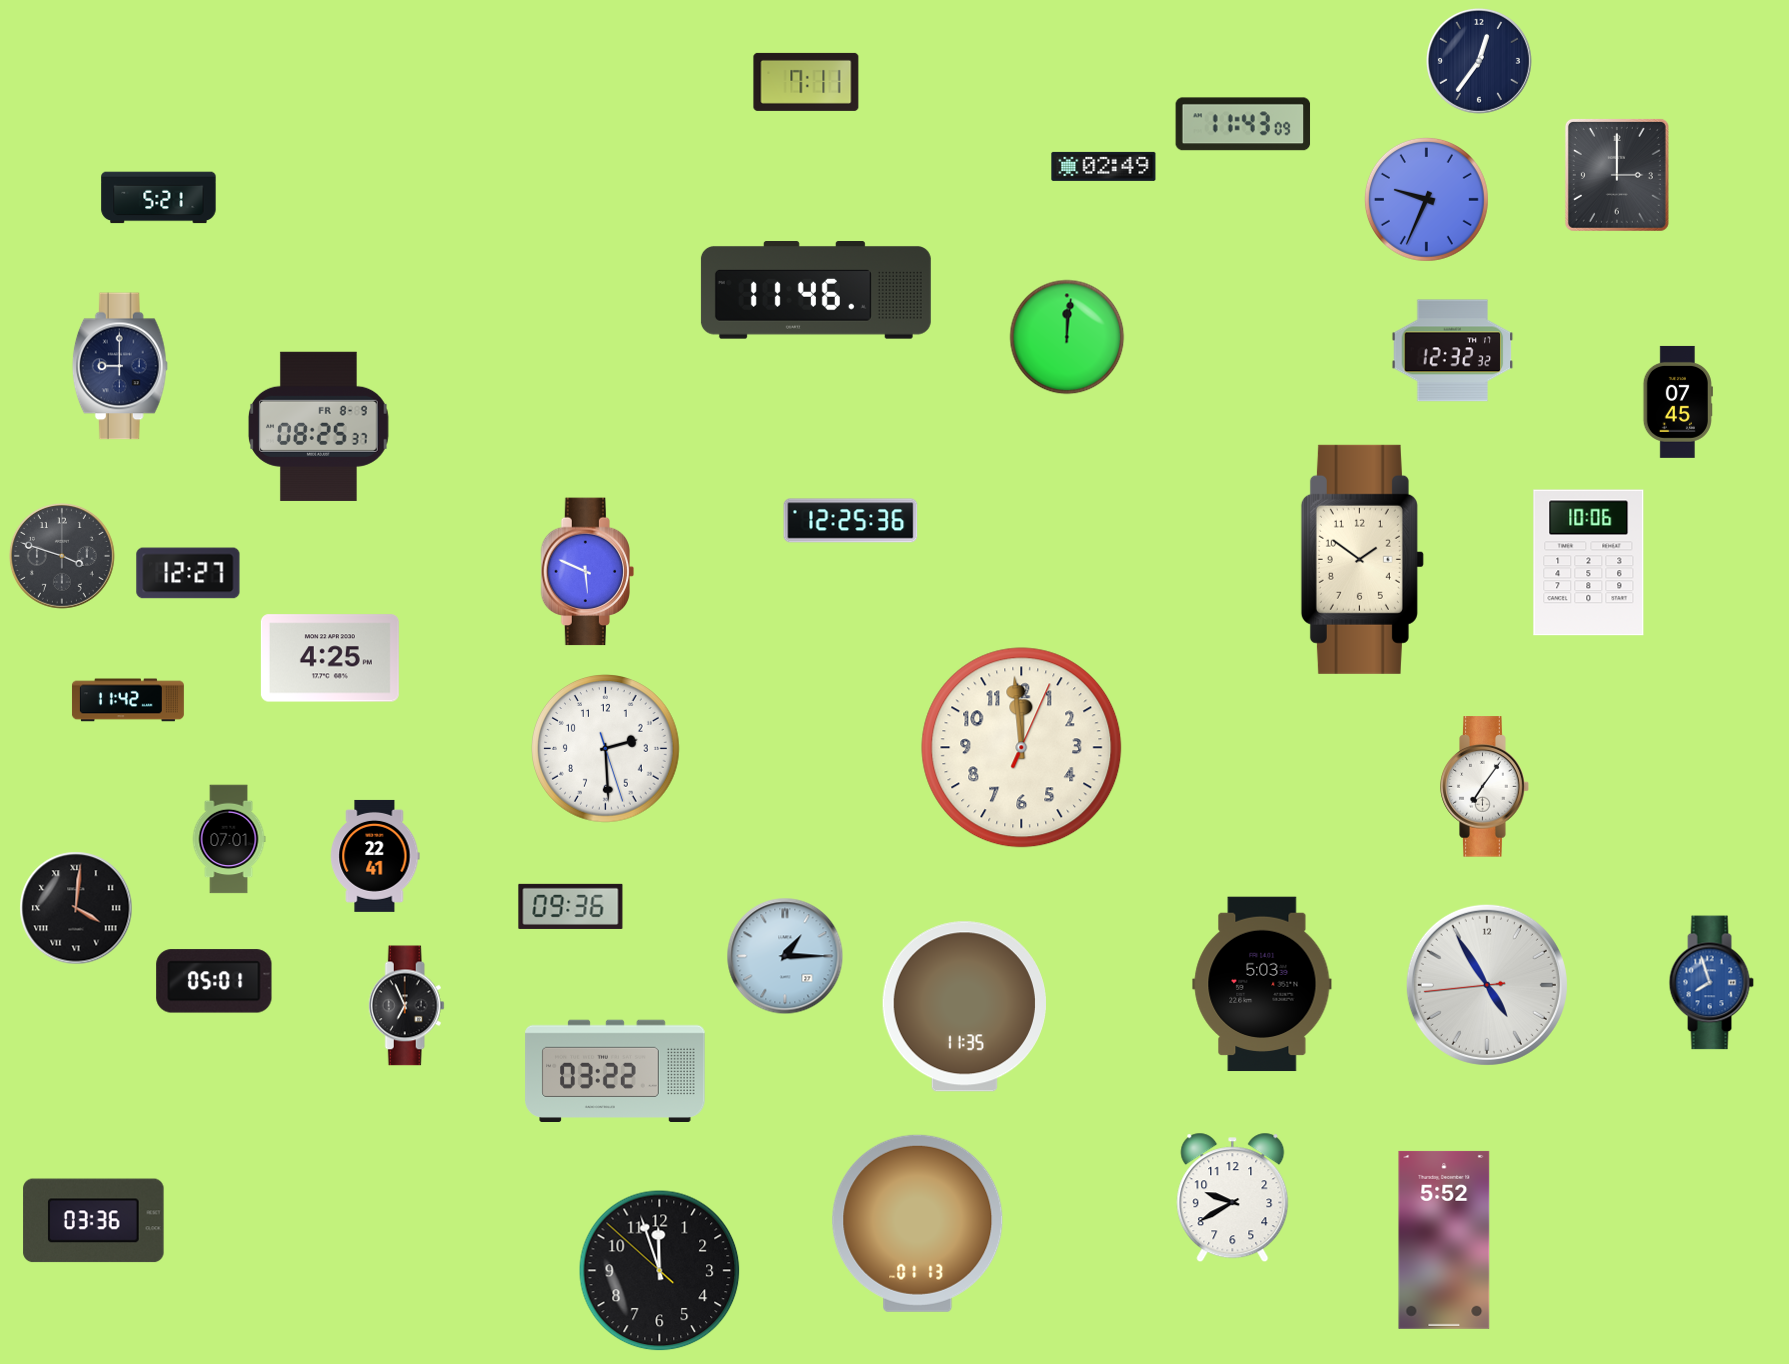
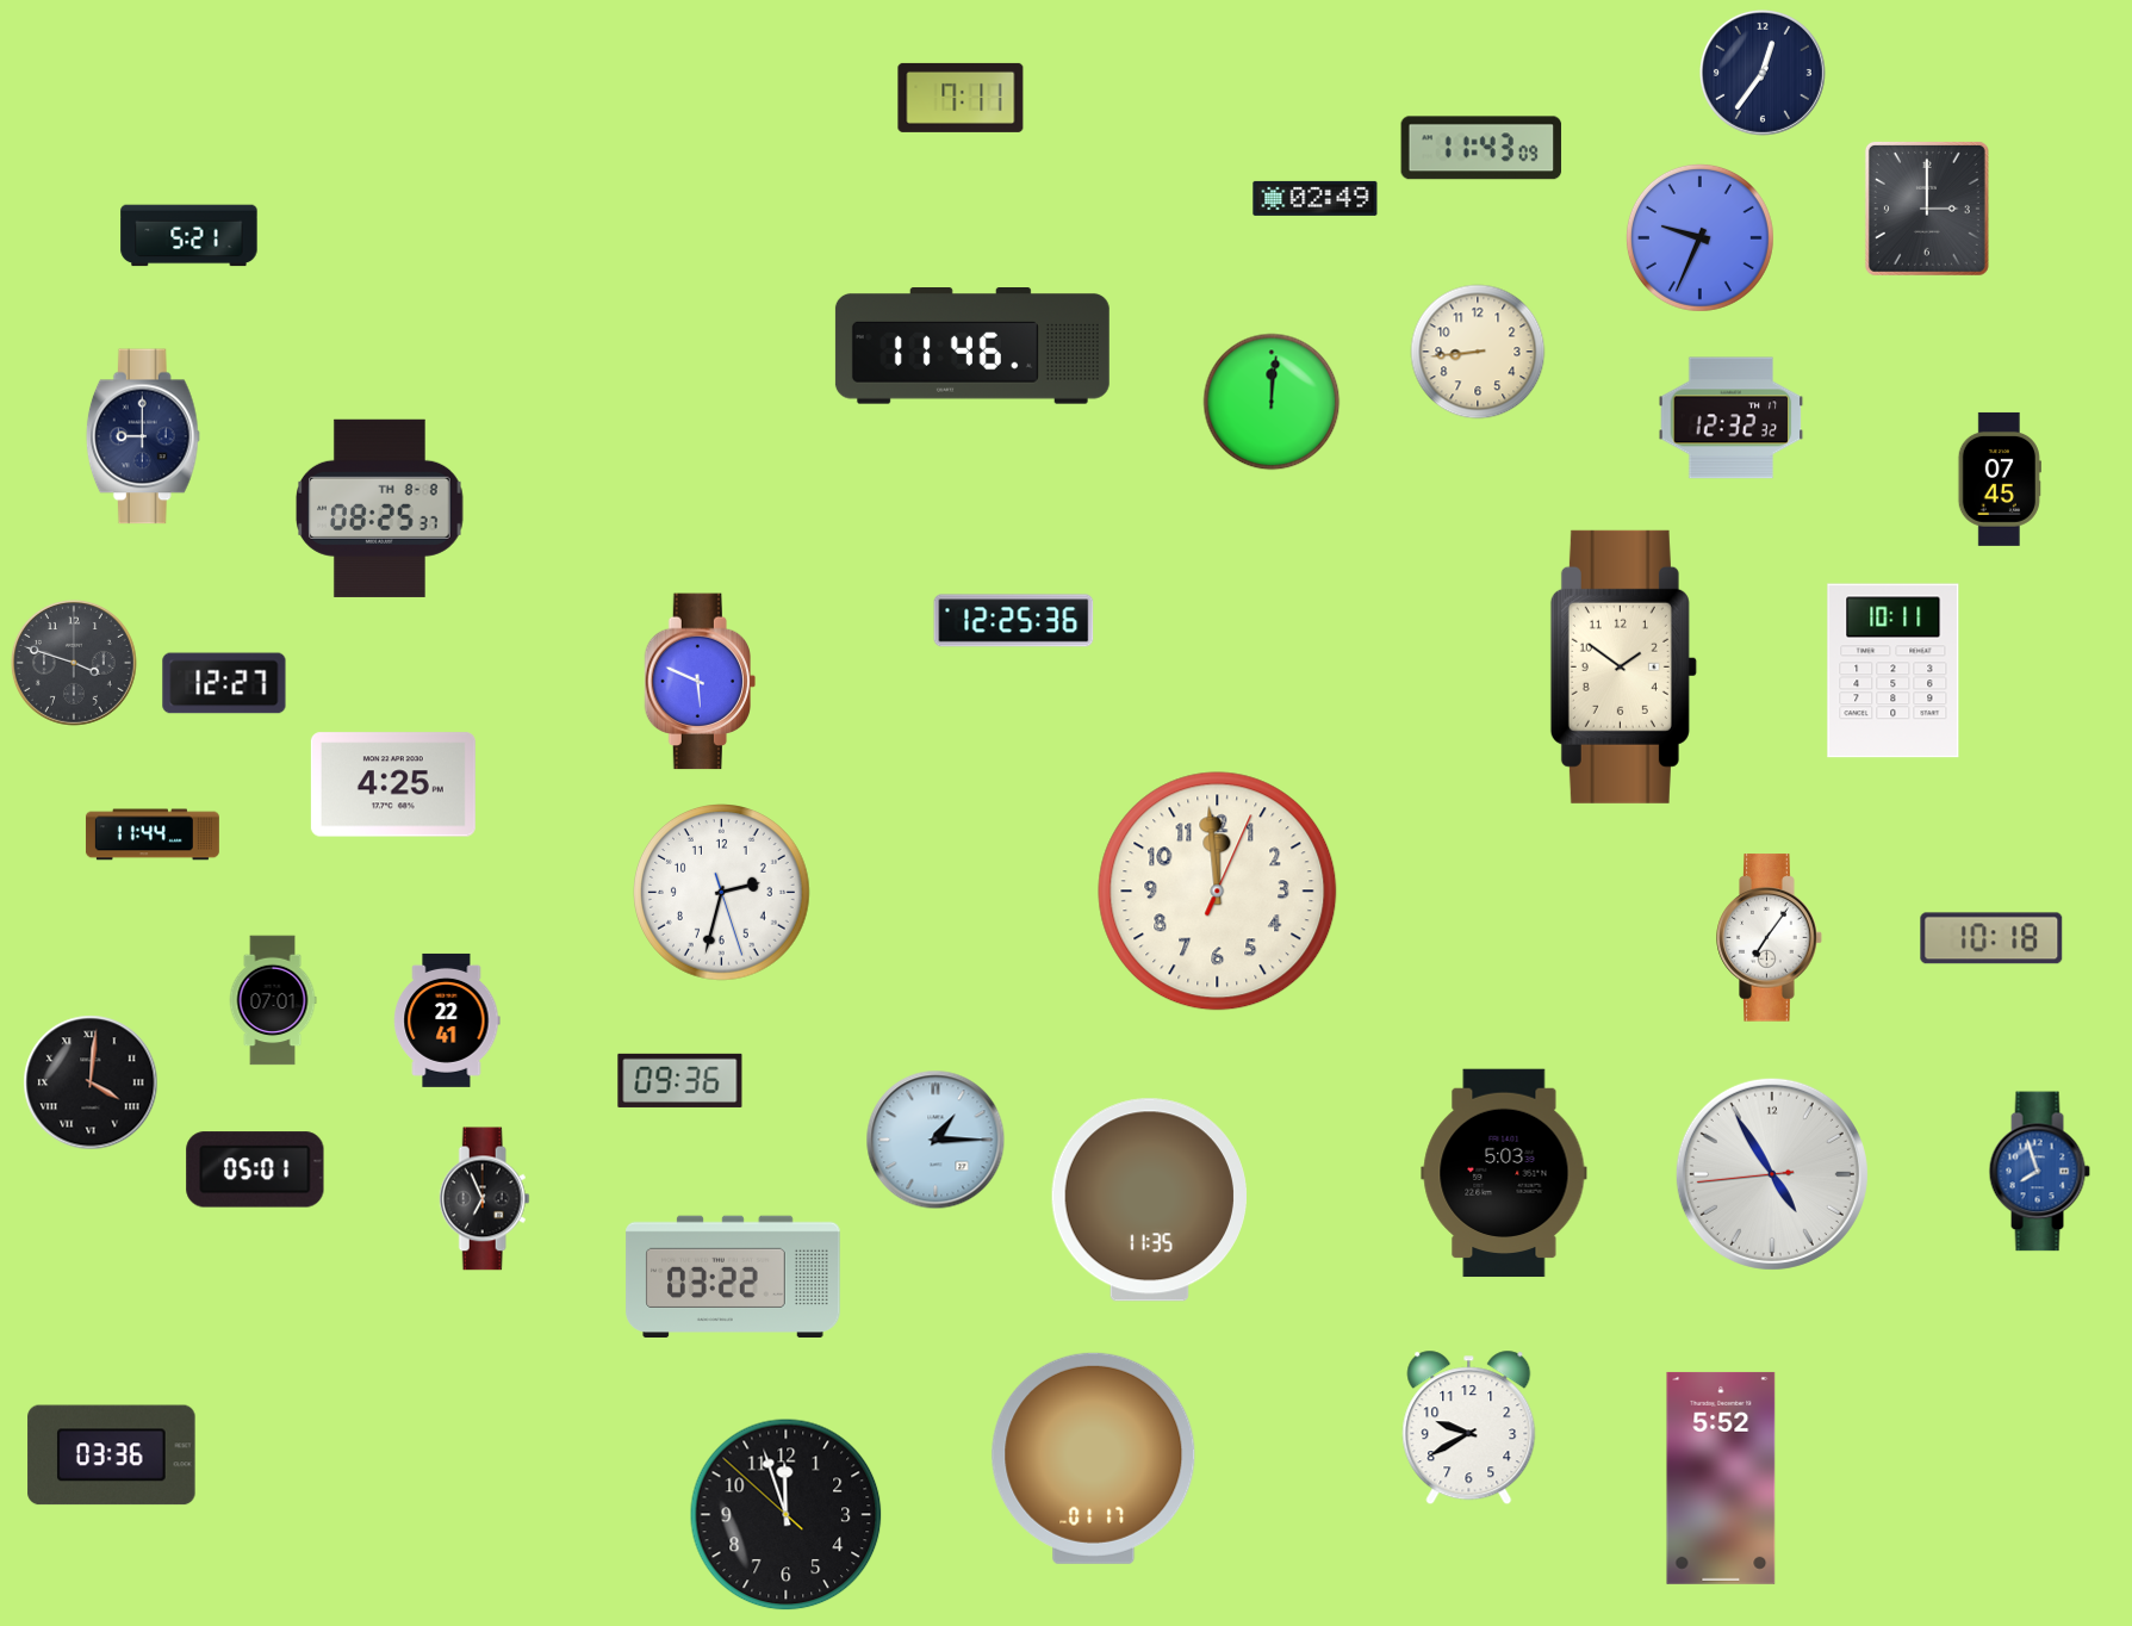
clock at (1478, 352): none -> 8:44
clock at (319, 426) date: FR 8-9 -> TH 8-8
clock at (1589, 563): 10:06 -> 10:11
clock at (128, 700): 11:42 -> 11:44
clock at (606, 749): 2:29 -> 2:32
clock at (1991, 938): none -> 10:18
clock at (918, 1223): 01:13 -> 01:17
